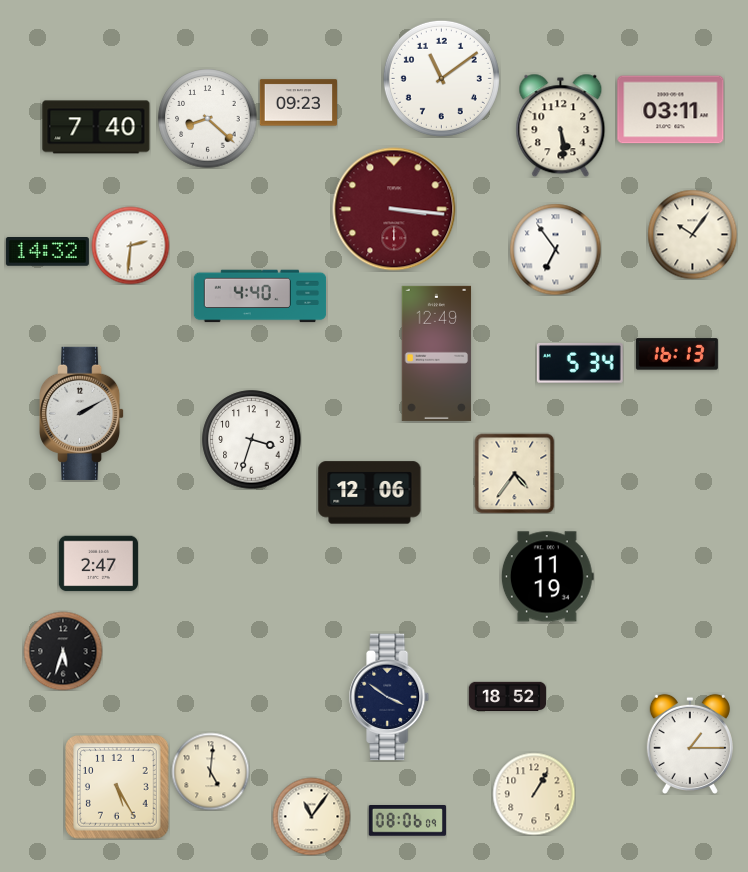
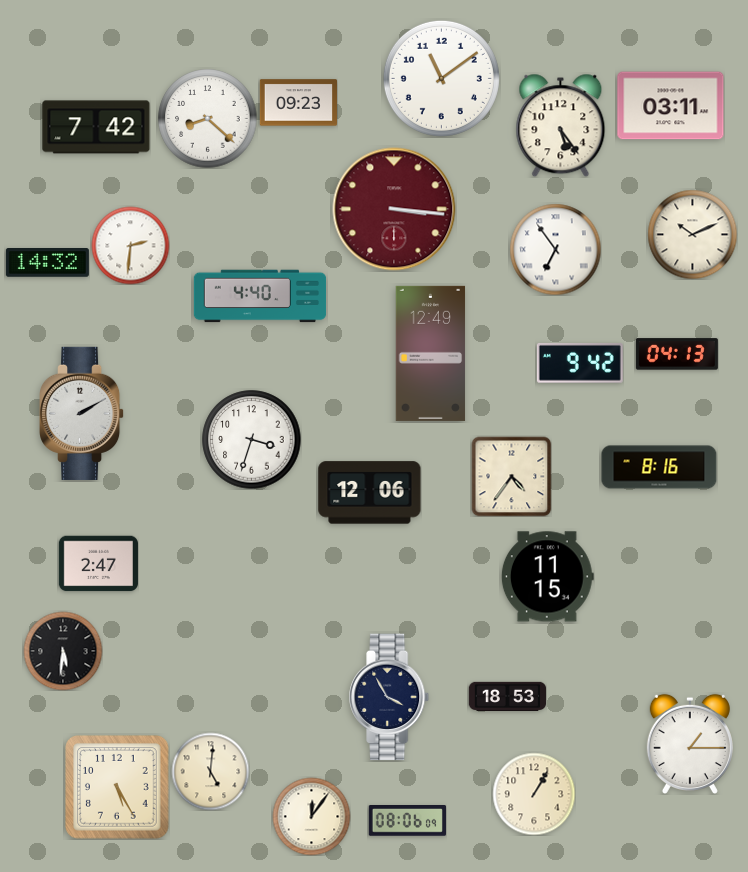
clock at (671, 110) position: (671, 110) -> (671, 106)
clock at (561, 125): 5:29 -> 5:24
clock at (96, 127): 7:40 -> 7:42
clock at (692, 234): 10:06 -> 10:11
clock at (47, 252) position: (47, 252) -> (47, 263)
clock at (437, 353) position: (437, 353) -> (431, 353)
clock at (677, 354): 16:13 -> 04:13
clock at (580, 363): 5:34 -> 9:42
clock at (659, 467): none -> 8:16
clock at (514, 473) position: (514, 473) -> (511, 476)
clock at (547, 577): 11:19 -> 11:15
clock at (63, 651): 5:33 -> 5:31
clock at (507, 696): 18:52 -> 18:53
clock at (390, 697): 3:51 -> 3:55
clock at (311, 816): 11:06 -> 12:06
